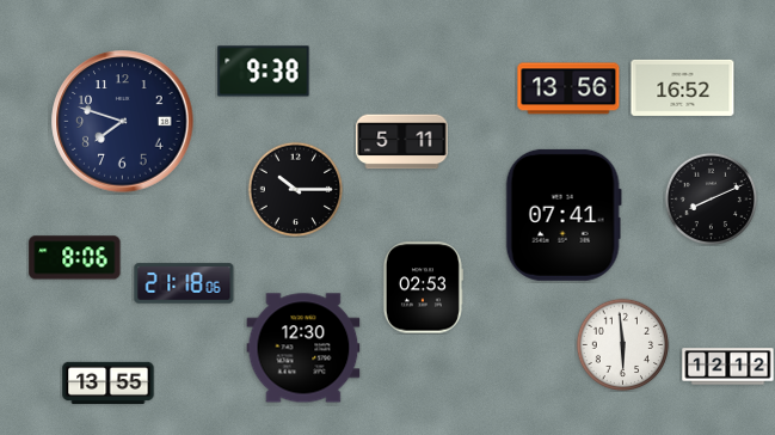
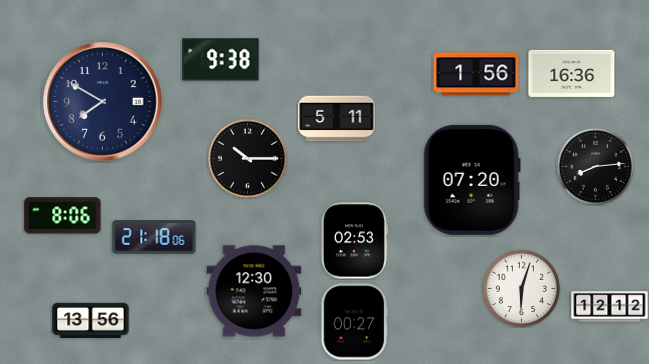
clock at (683, 87): 16:52 -> 16:36
clock at (568, 88): 13:56 -> 1:56
clock at (123, 122): 7:48 -> 7:50
clock at (711, 198): 8:11 -> 8:14
clock at (564, 215): 07:41 -> 07:20
clock at (622, 344): 5:59 -> 6:03
clock at (109, 384): 13:55 -> 13:56
clock at (355, 322): none -> 00:27
